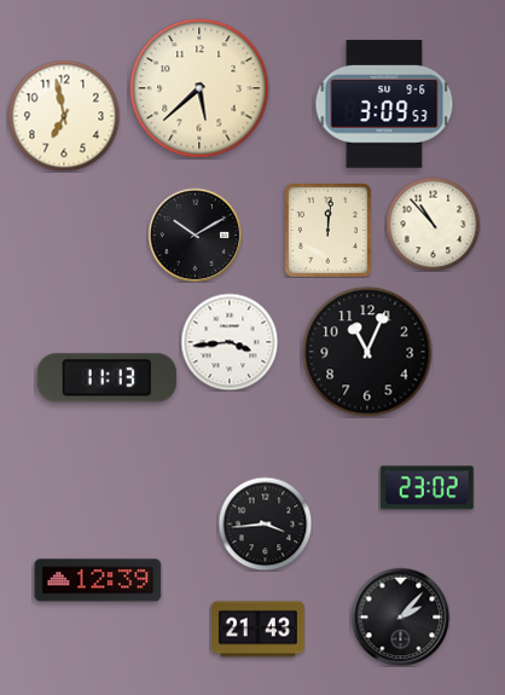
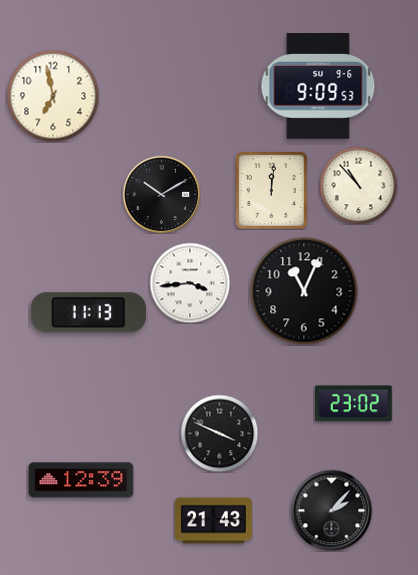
clock at (199, 88): 5:38 -> none
clock at (384, 104): 3:09 -> 9:09
clock at (265, 523): 3:44 -> 3:49
